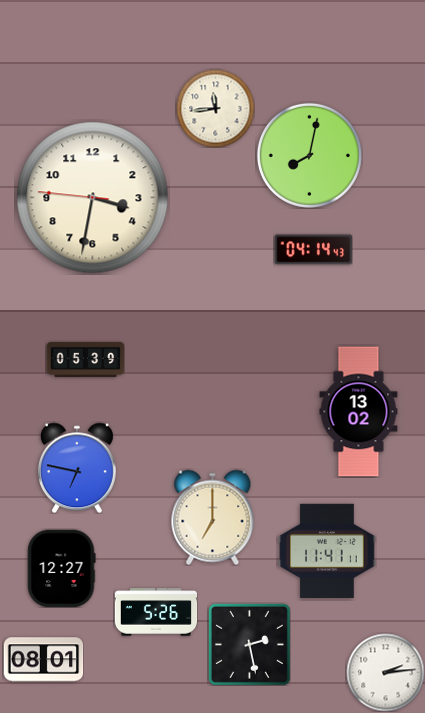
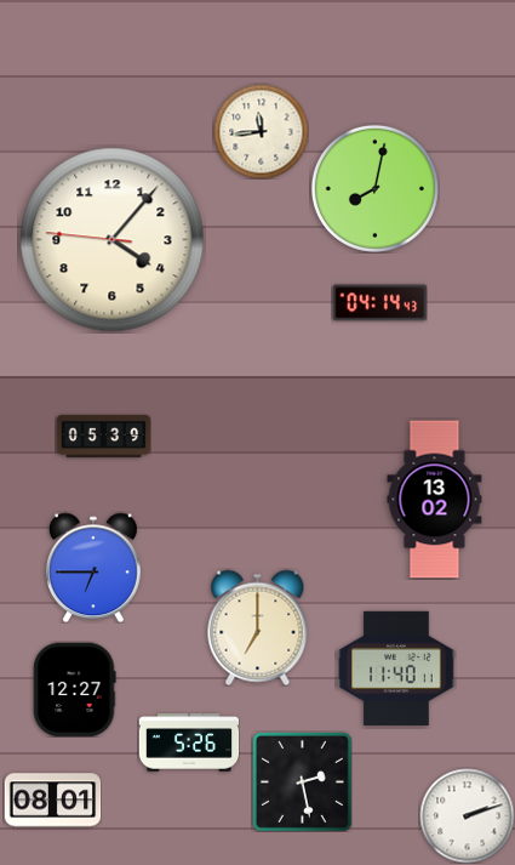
clock at (93, 198): 3:31 -> 4:06
clock at (77, 468): 6:47 -> 6:45
clock at (327, 550): 11:41 -> 11:40
clock at (385, 672): 2:14 -> 2:12
